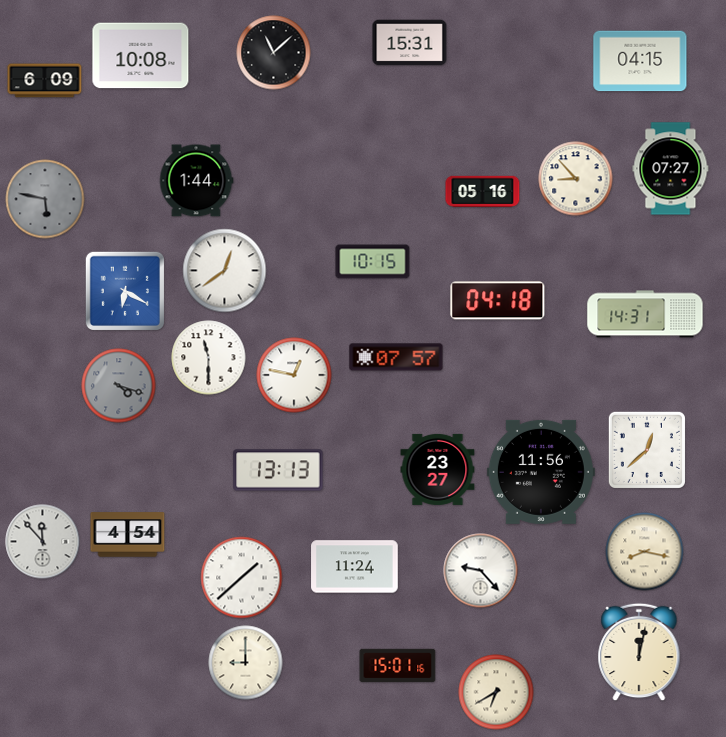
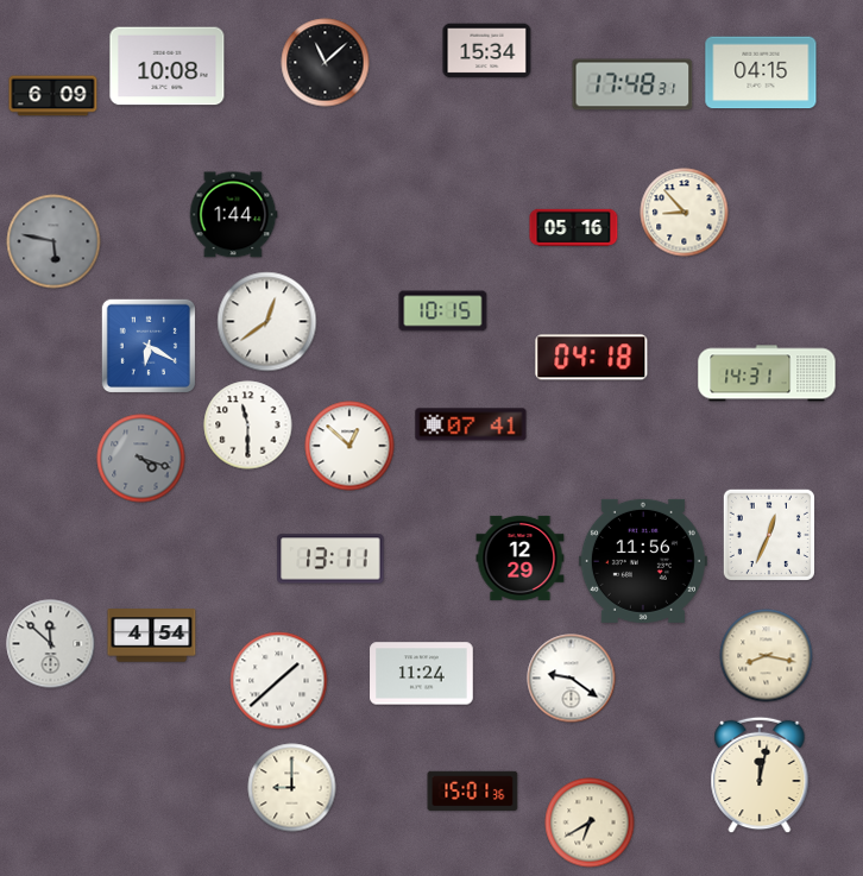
clock at (410, 43): 15:31 -> 15:34
clock at (632, 84): none -> 17:48
clock at (671, 169): 07:27 -> none
clock at (45, 199) position: (45, 199) -> (53, 241)
clock at (396, 357): 07:57 -> 07:41
clock at (294, 375): 12:47 -> 12:52
clock at (647, 450): 12:38 -> 12:34
clock at (438, 469): 23:27 -> 12:29
clock at (278, 470): 13:13 -> 13:11
clock at (43, 542): 11:53 -> 11:52
clock at (481, 571): 9:23 -> 9:21
clock at (242, 578) position: (242, 578) -> (279, 681)
clock at (398, 666): 15:01:16 -> 15:01:36
